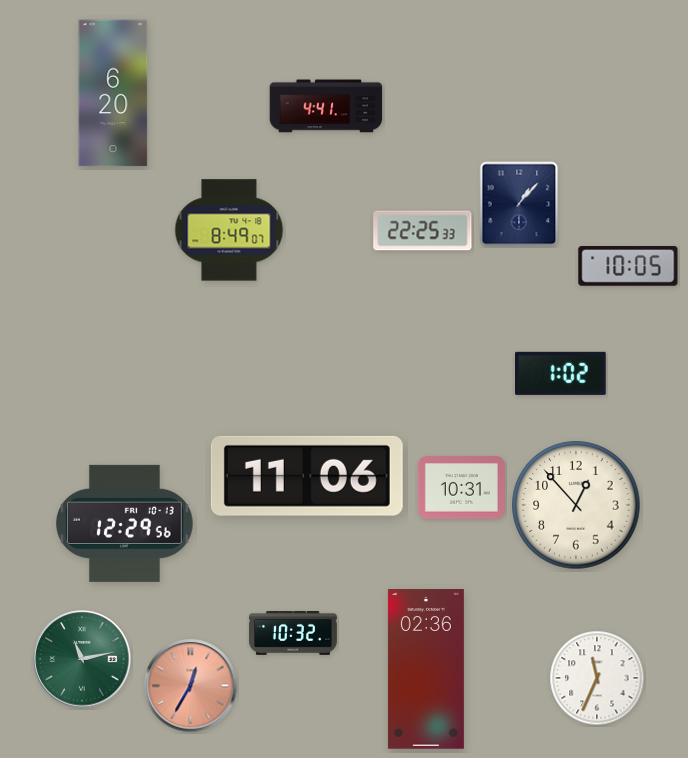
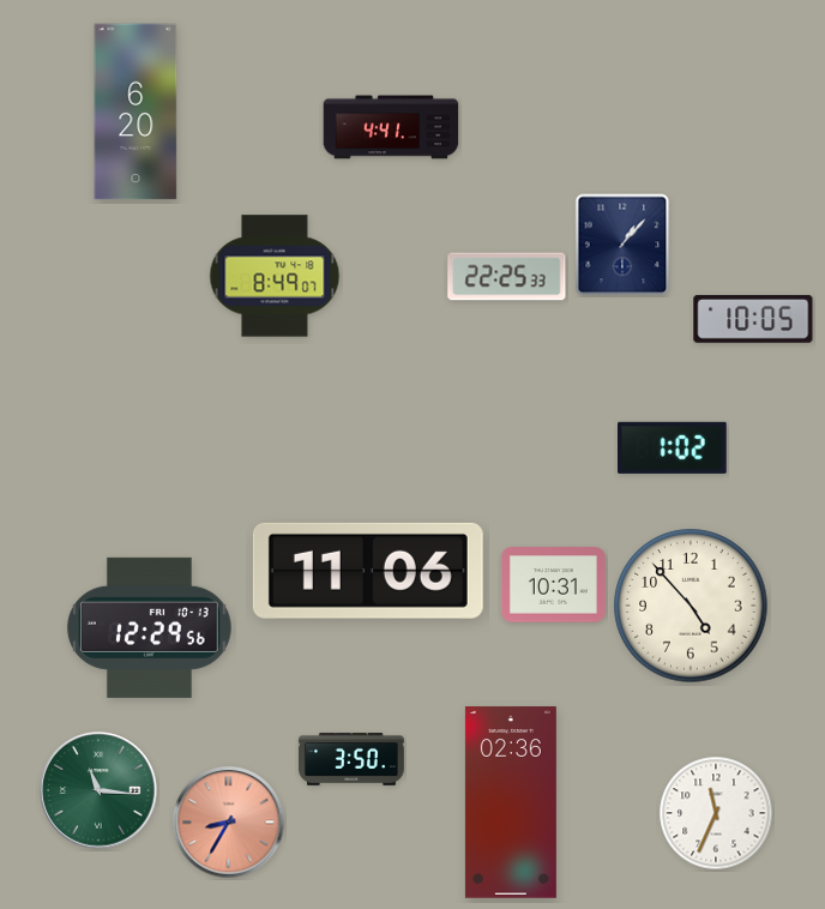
clock at (576, 505): 12:53 -> 4:53
clock at (293, 634): 10:32 -> 3:50
clock at (82, 659): 11:13 -> 11:16
clock at (191, 686): 12:35 -> 8:35
